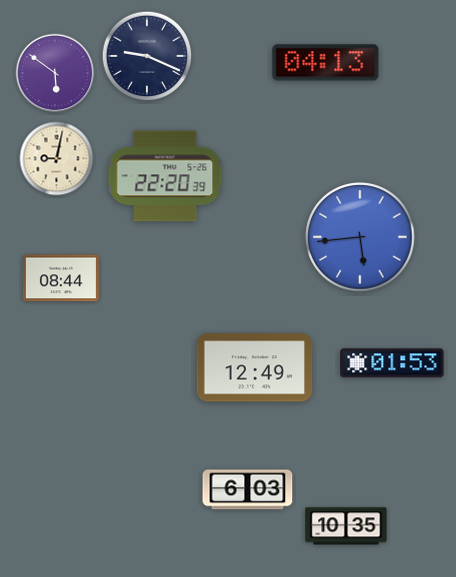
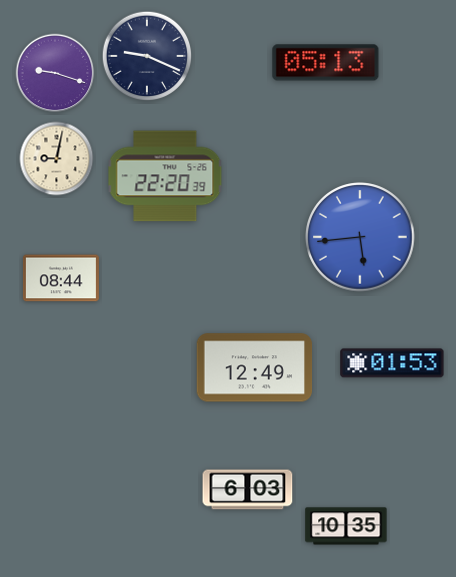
clock at (326, 63): 04:13 -> 05:13
clock at (55, 73): 5:51 -> 9:18
